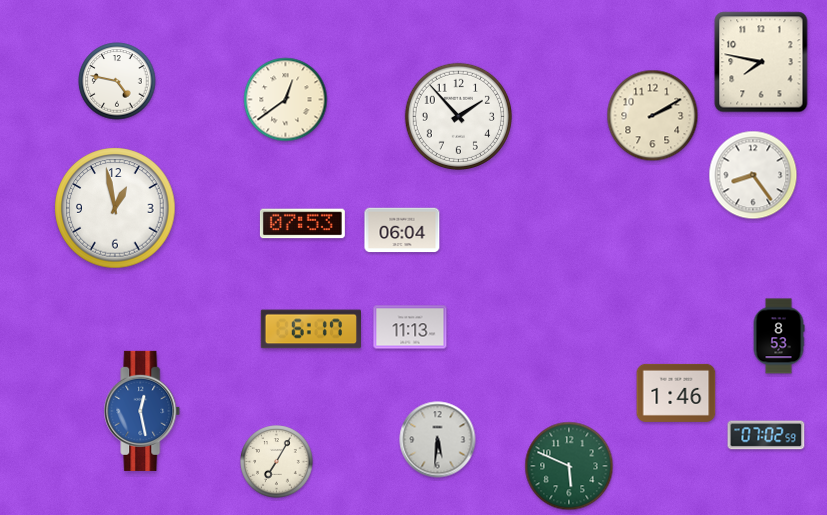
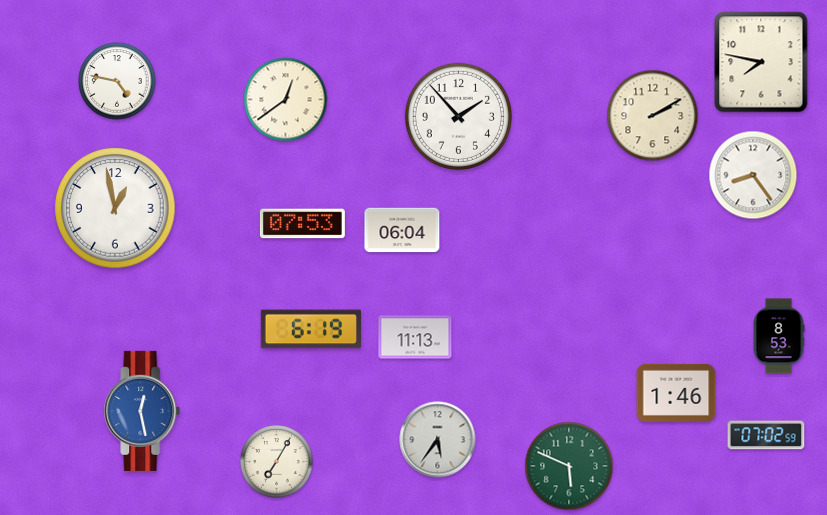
clock at (410, 327) position: (410, 327) -> (415, 337)
clock at (310, 329): 6:17 -> 6:19
clock at (438, 440): 5:31 -> 5:36
